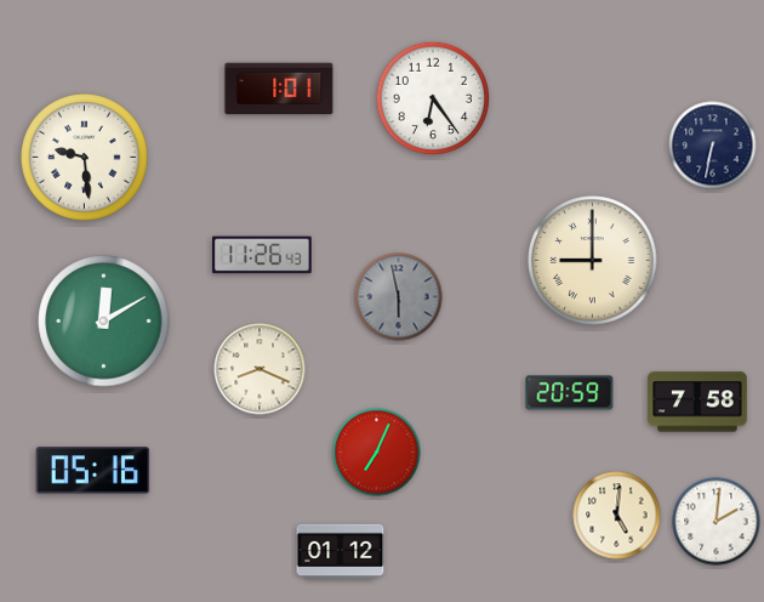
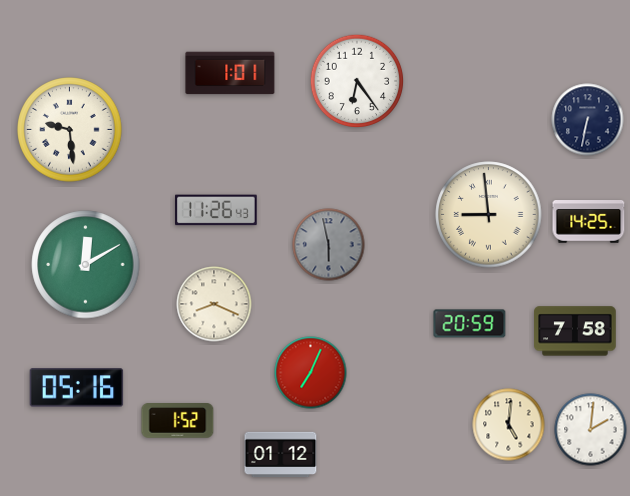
clock at (593, 261): 9:00 -> 8:59
clock at (589, 222): none -> 14:25
clock at (178, 421): none -> 1:52
